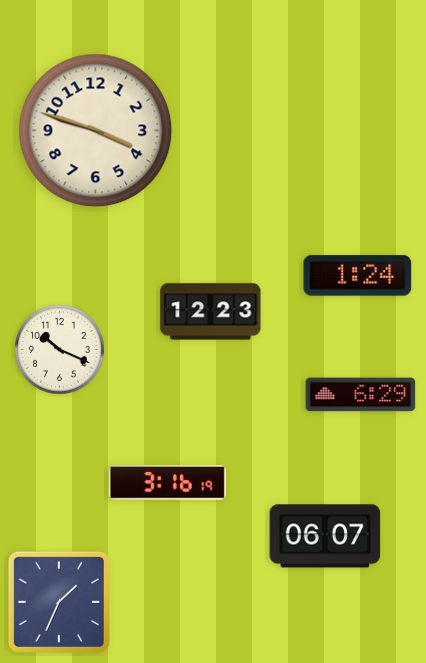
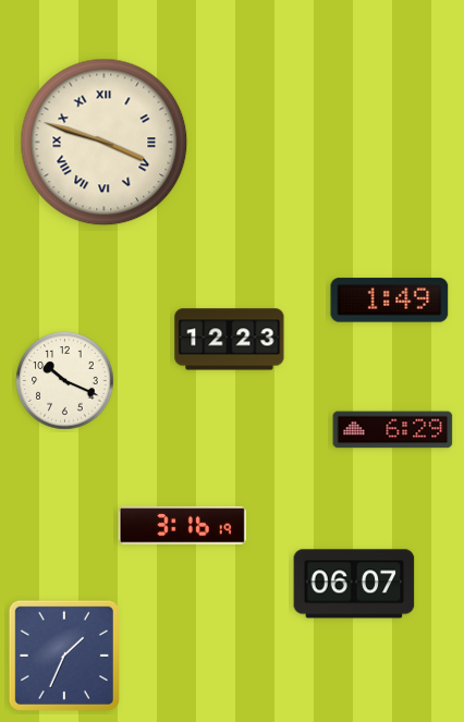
clock at (96, 131) numerals: Arabic -> Roman
clock at (358, 276): 1:24 -> 1:49
